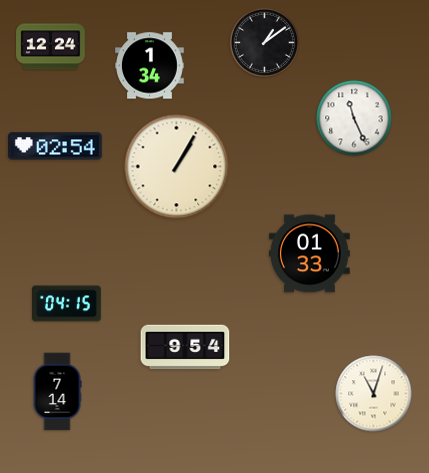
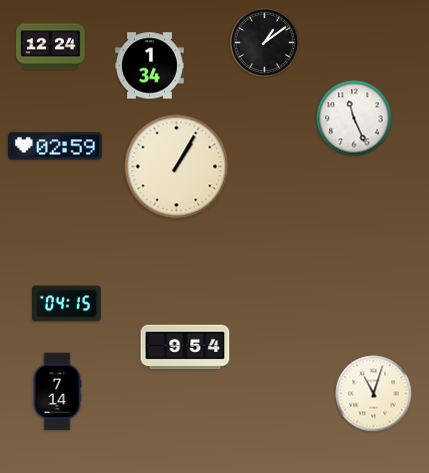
clock at (56, 146): 02:54 -> 02:59
clock at (309, 254): 01:33 -> none
